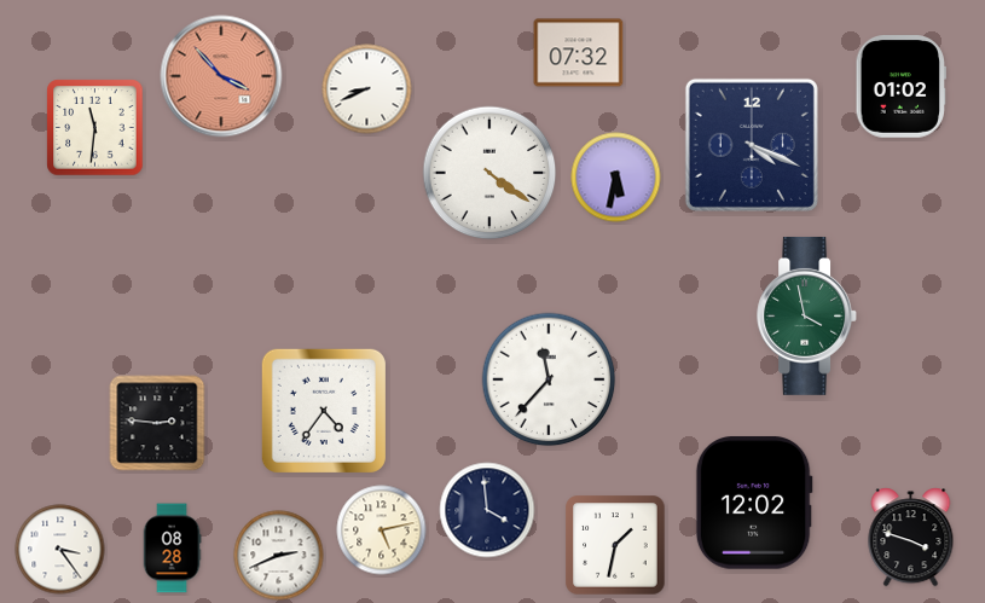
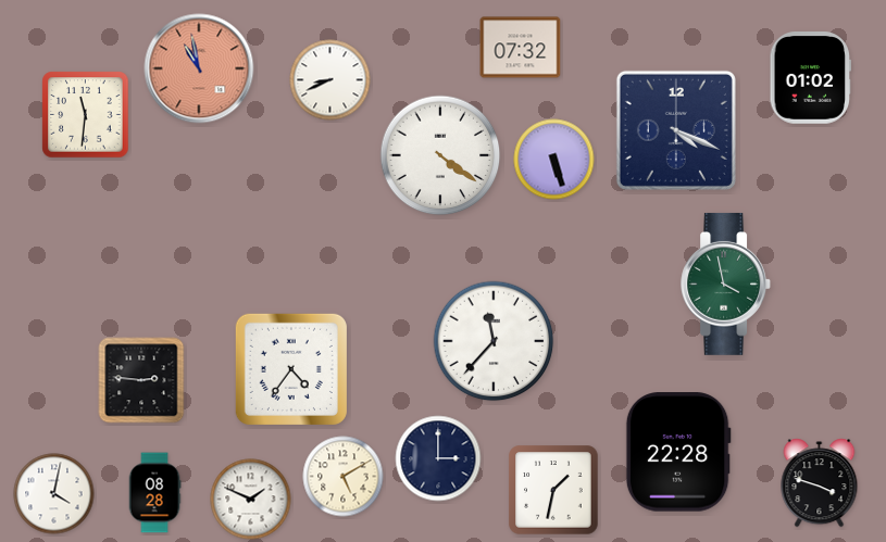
clock at (221, 76): 3:53 -> 10:58
clock at (616, 178): 5:32 -> 5:27
clock at (754, 503): 12:02 -> 22:28
clock at (487, 510): 3:59 -> 3:00
clock at (382, 530): 5:13 -> 5:10
clock at (60, 550): 3:24 -> 4:02
clock at (279, 556): 2:41 -> 1:49
